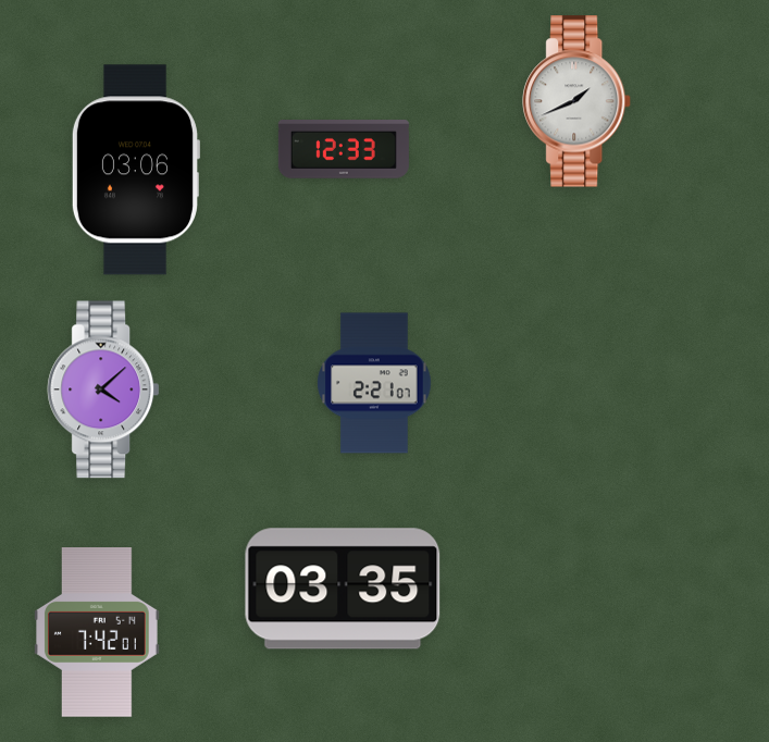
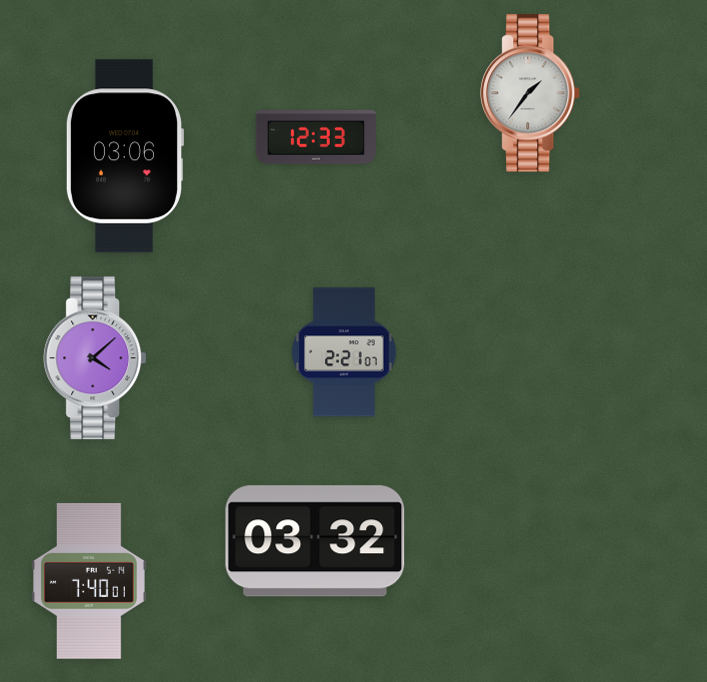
clock at (578, 101): 1:41 -> 1:36
clock at (343, 589): 03:35 -> 03:32
clock at (98, 632): 7:42 -> 7:40
